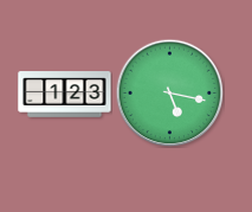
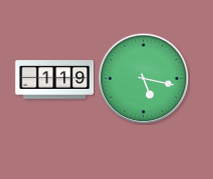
clock at (65, 95): 1:23 -> 1:19
